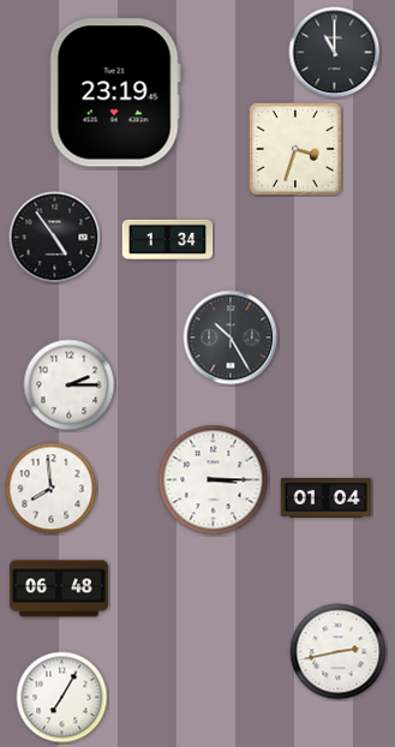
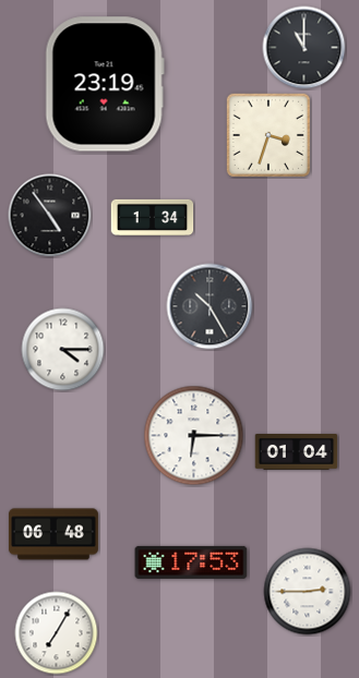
clock at (70, 386): 2:15 -> 4:15
clock at (214, 480): 3:15 -> 6:15
clock at (52, 489): 7:59 -> none
clock at (191, 562): none -> 17:53
clock at (339, 652): 2:43 -> 2:45
